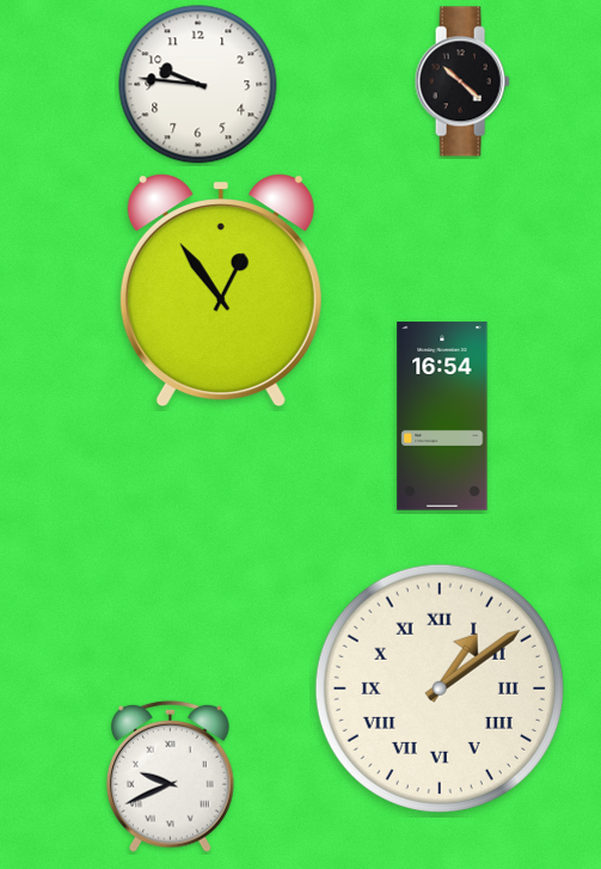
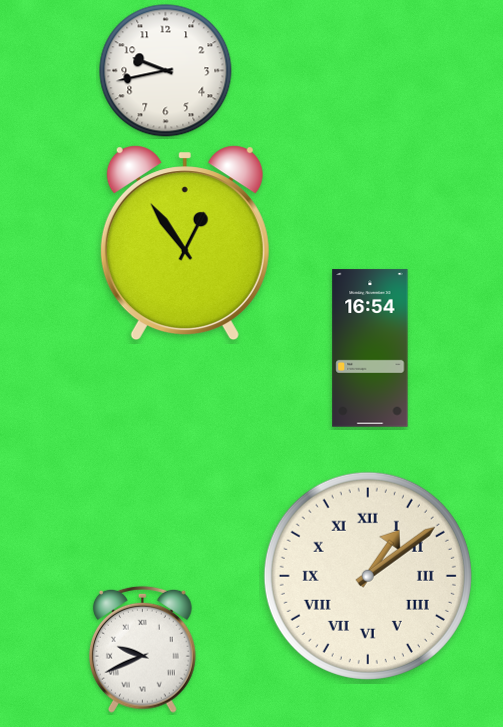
clock at (462, 81): 10:22 -> none
clock at (198, 85): 9:46 -> 9:43
